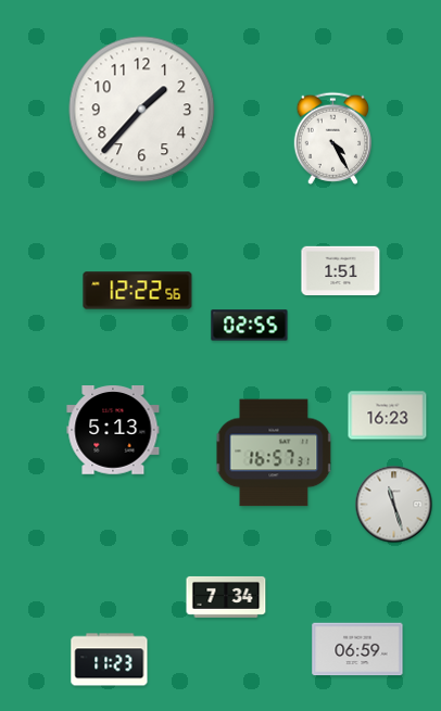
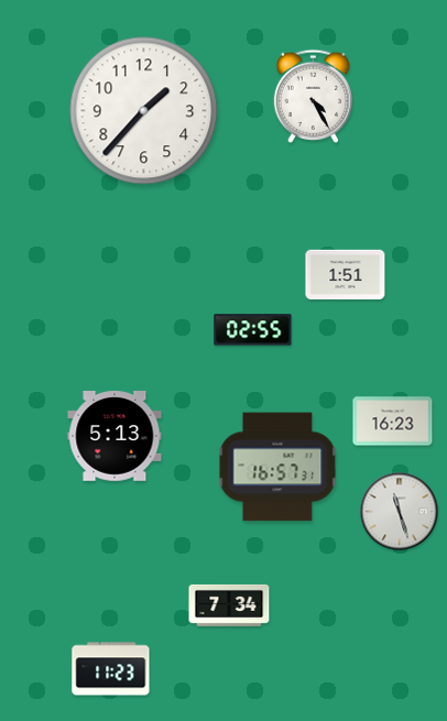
clock at (332, 138) position: (332, 138) -> (313, 96)
clock at (138, 291): 12:22 -> none
clock at (274, 453) position: (274, 453) -> (277, 467)
clock at (357, 649): 06:59 -> none
